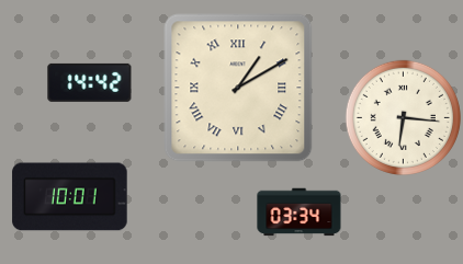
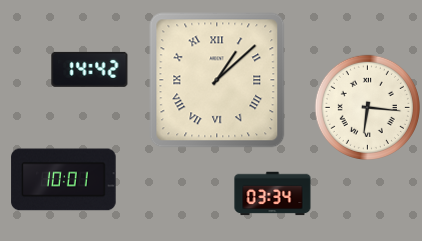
clock at (90, 82) position: (90, 82) -> (90, 69)
clock at (238, 88): 1:10 -> 1:08
